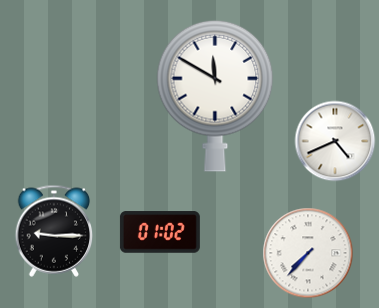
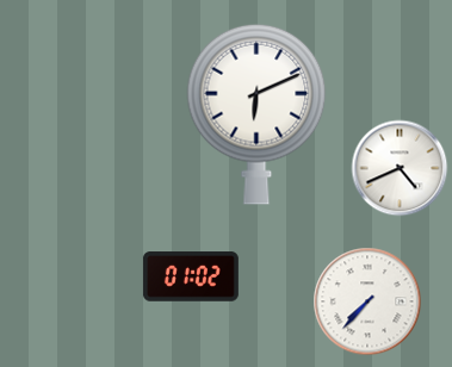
clock at (215, 96): 11:50 -> 6:11
clock at (54, 231): 9:15 -> none
